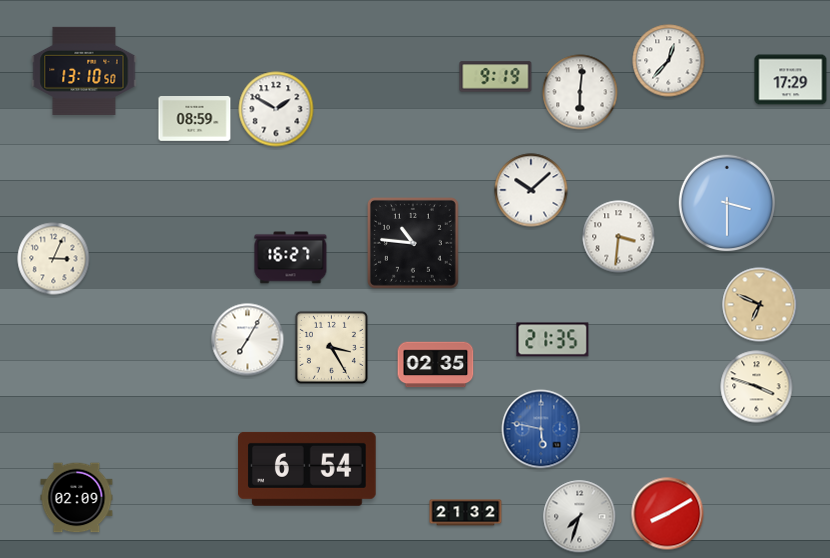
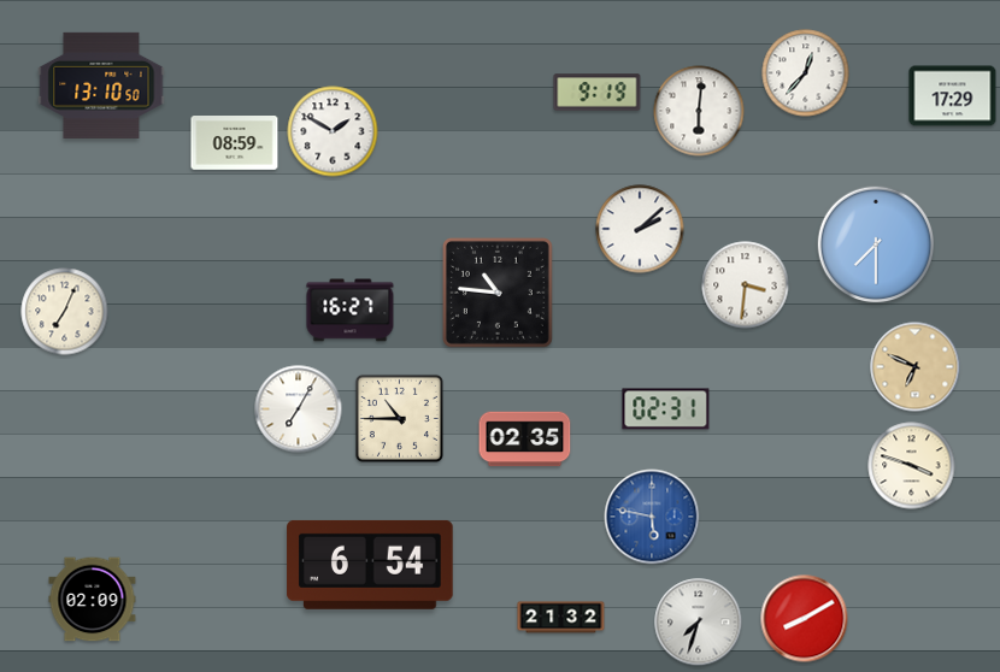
clock at (531, 190): 10:08 -> 2:08
clock at (727, 203): 3:30 -> 7:30
clock at (54, 259): 3:04 -> 7:04
clock at (553, 340): 21:35 -> 02:31
clock at (331, 347): 3:25 -> 10:45
